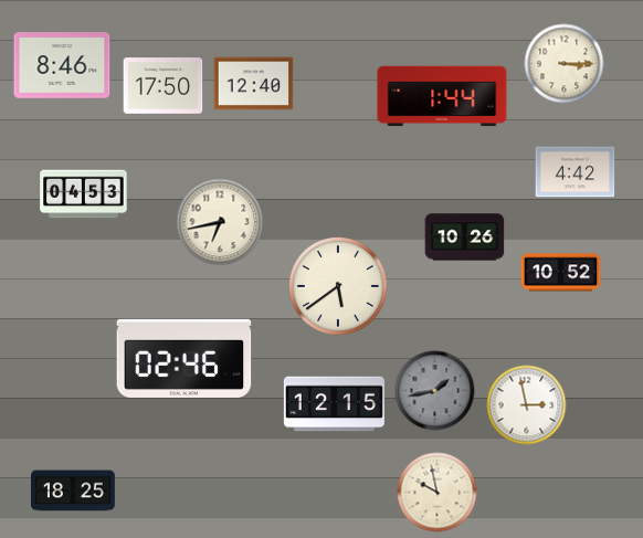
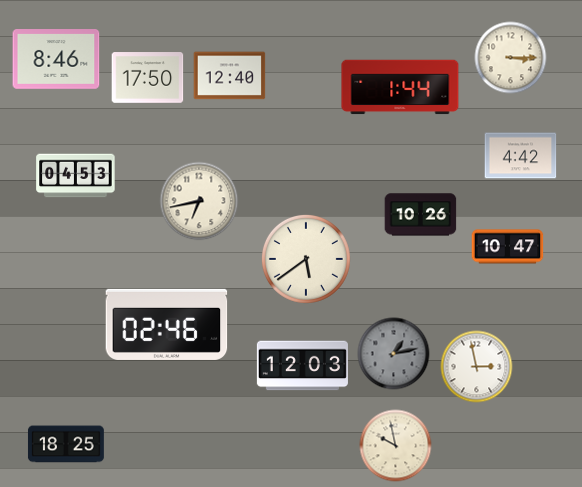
clock at (561, 273): 10:52 -> 10:47
clock at (435, 391): 1:43 -> 1:13
clock at (334, 404): 12:15 -> 12:03
